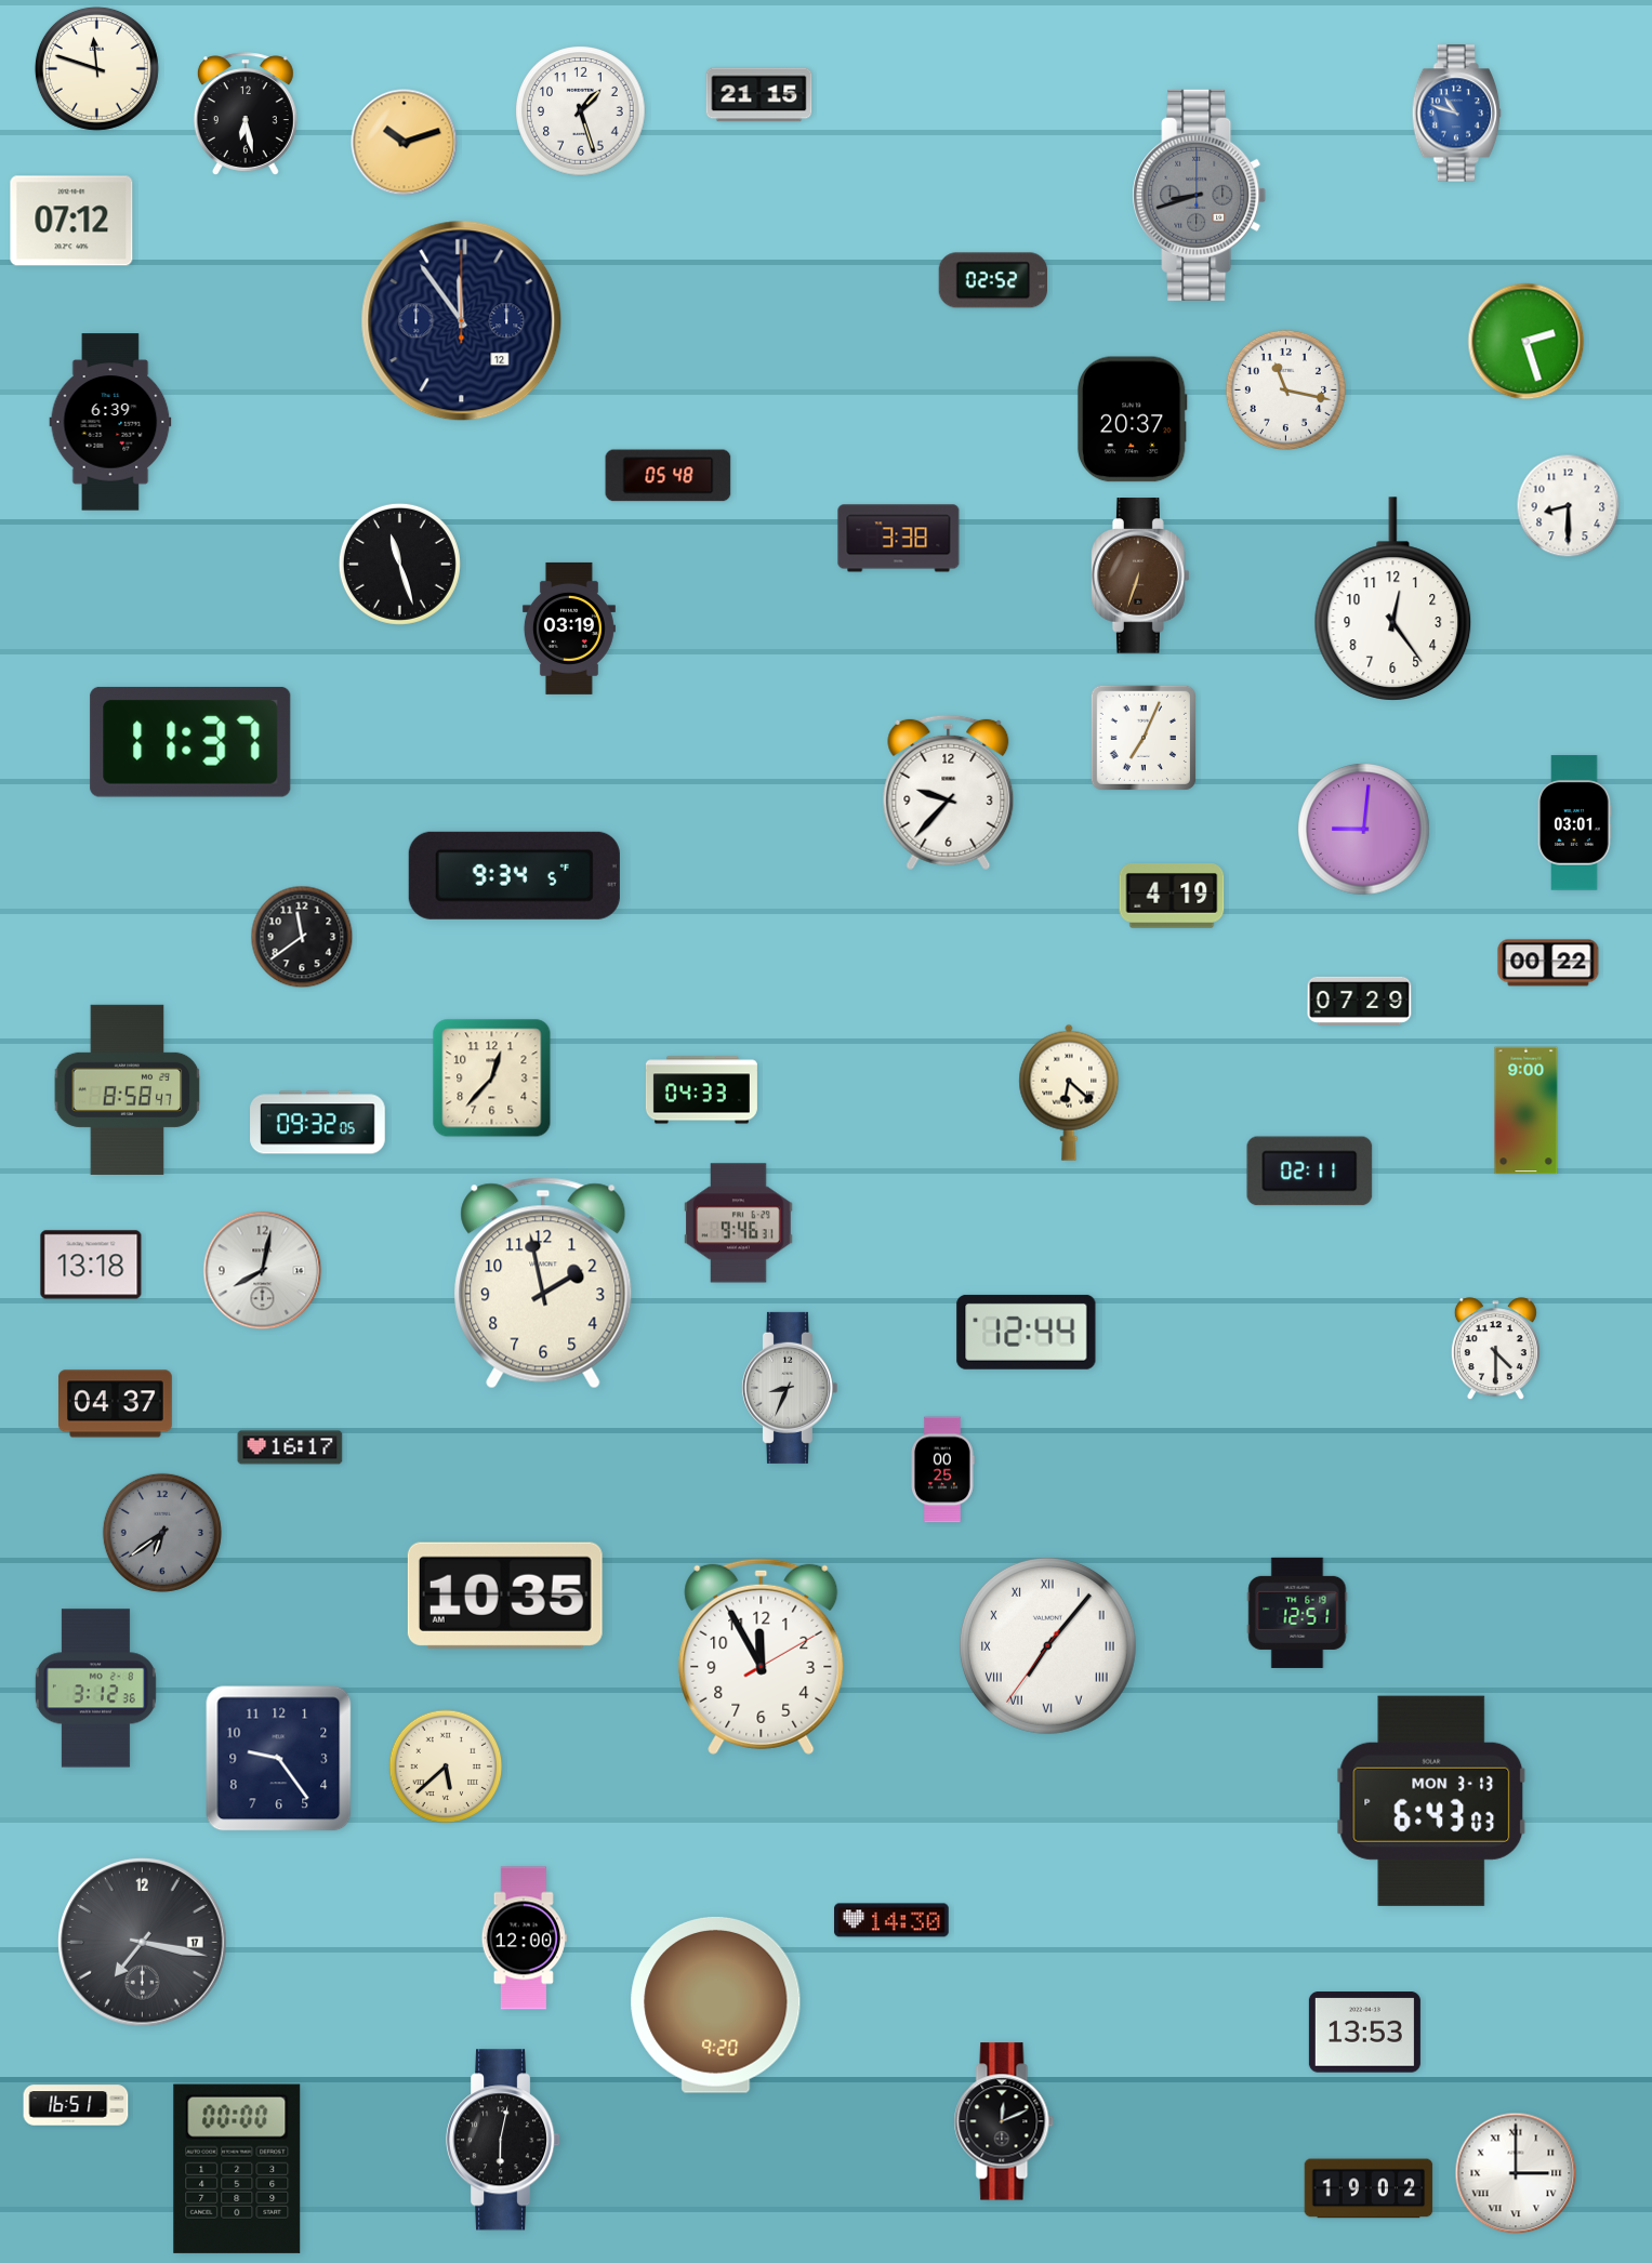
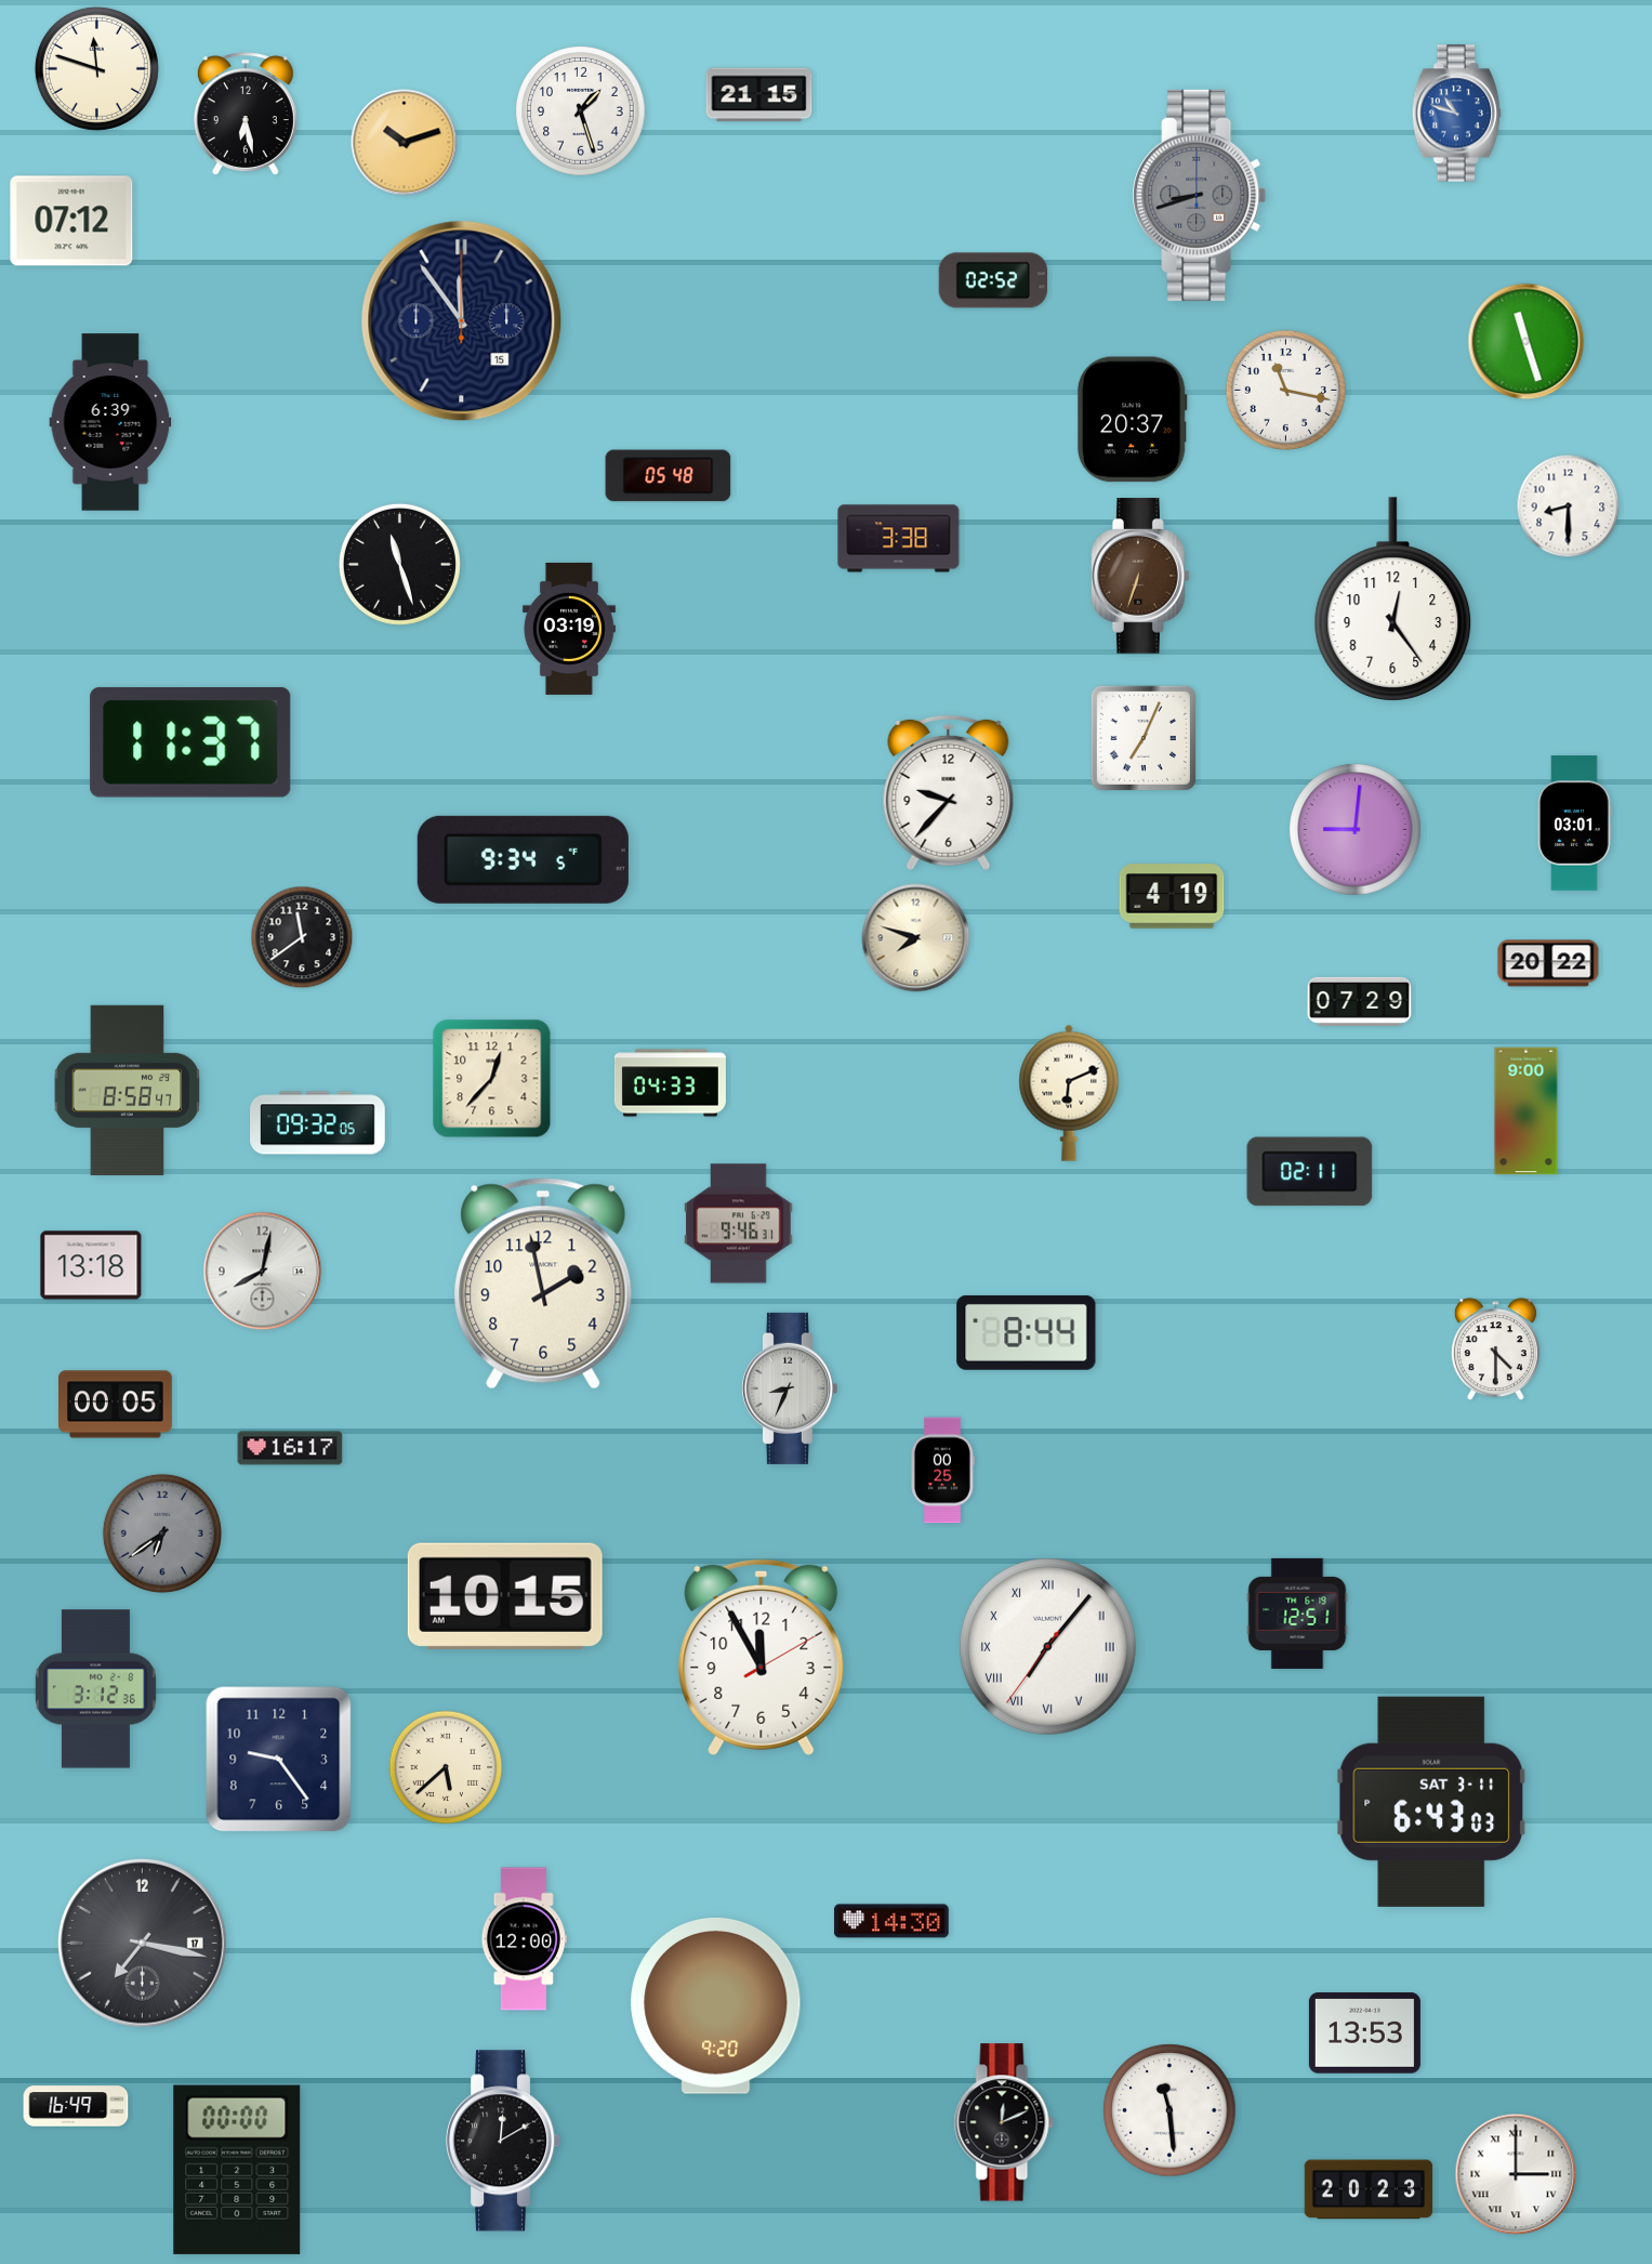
clock at (462, 321) date: 12 -> 15
clock at (1527, 342): 2:27 -> 11:27
clock at (1364, 830) position: (1364, 830) -> (1356, 830)
clock at (514, 875) position: (514, 875) -> (523, 859)
clock at (916, 938): none -> 7:48
clock at (1548, 963): 00:22 -> 20:22
clock at (701, 1090) position: (701, 1090) -> (670, 1083)
clock at (1069, 1093): 6:22 -> 6:11
clock at (1027, 1332): 12:44 -> 8:44
clock at (116, 1404): 04:37 -> 00:05
clock at (505, 1596): 10:35 -> 10:15
clock at (1431, 1801) date: MON 3-13 -> SAT 3-11
clock at (76, 2105): 16:51 -> 16:49
clock at (1169, 2110): none -> 11:29
clock at (504, 2140): 6:02 -> 12:10
clock at (1369, 2188): 19:02 -> 20:23
